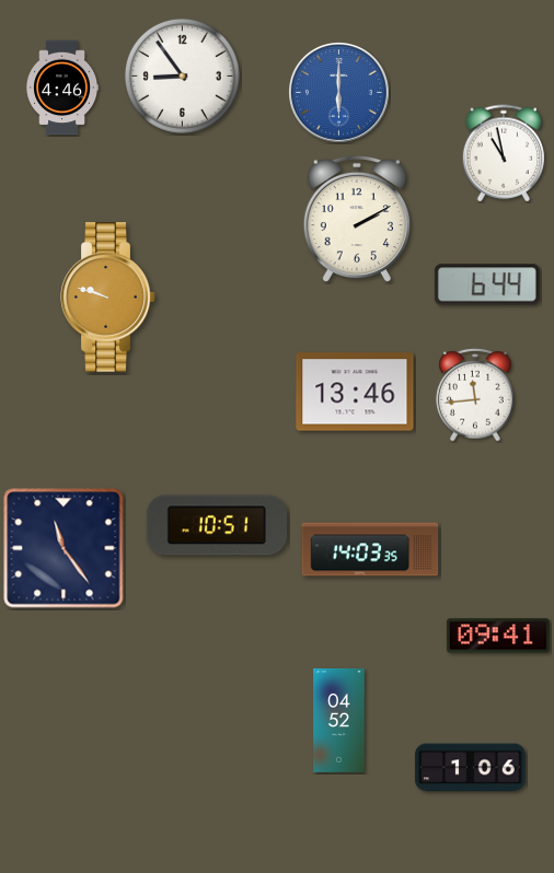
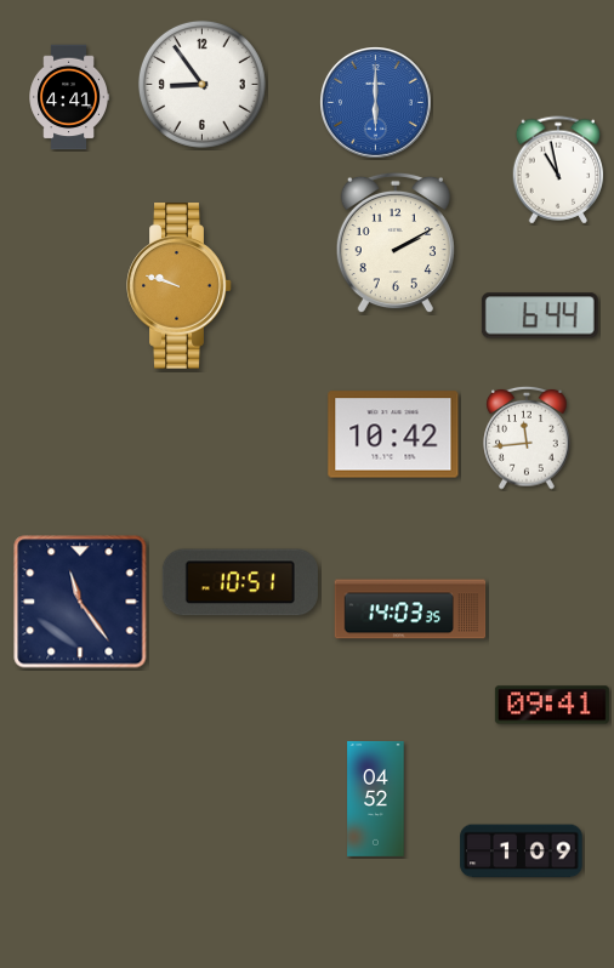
clock at (62, 88): 4:46 -> 4:41
clock at (108, 298) position: (108, 298) -> (180, 286)
clock at (355, 392): 13:46 -> 10:42
clock at (64, 548) position: (64, 548) -> (80, 602)
clock at (471, 768): 1:06 -> 1:09
